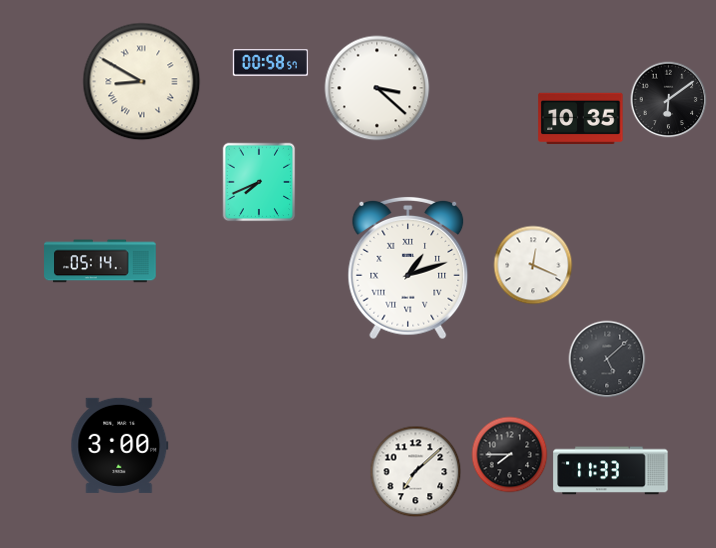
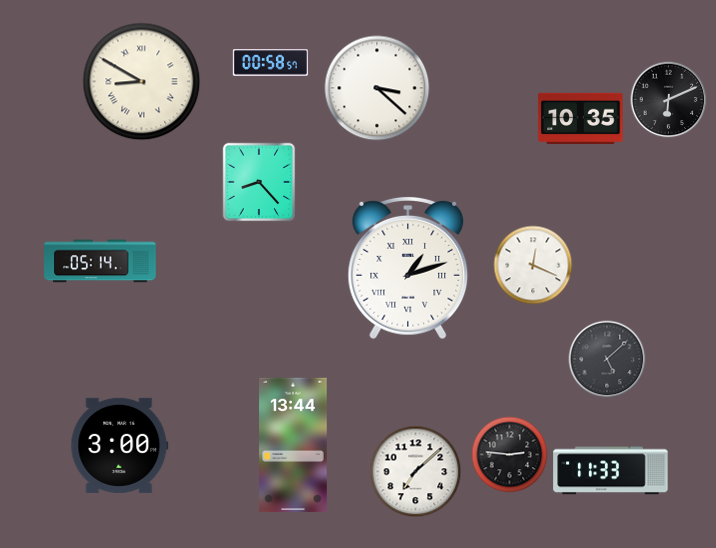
clock at (669, 100): 6:09 -> 6:11
clock at (259, 182): 7:41 -> 8:23
clock at (293, 445): none -> 13:44
clock at (510, 455): 7:45 -> 2:46
